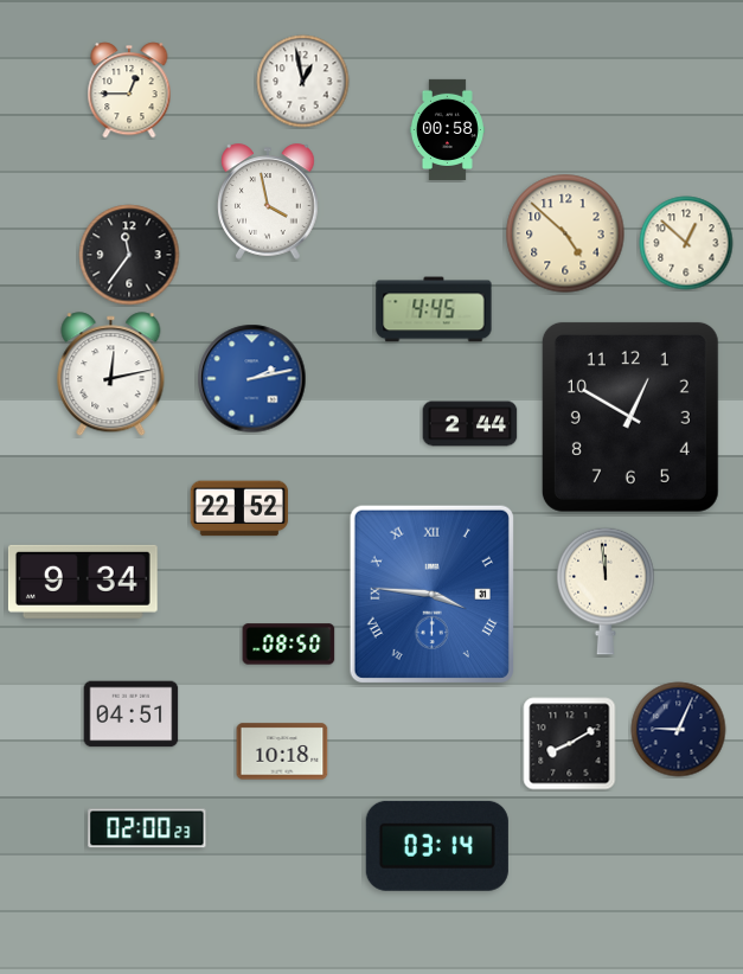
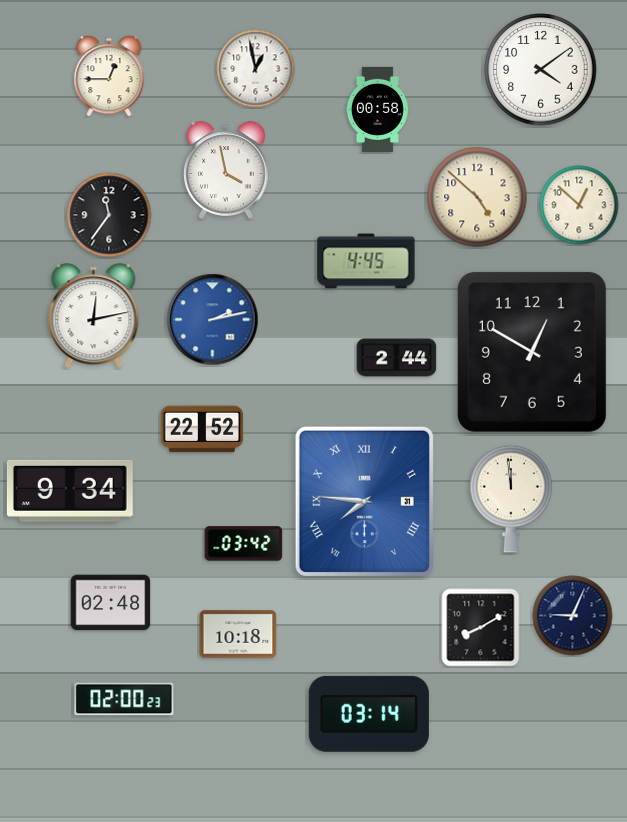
clock at (541, 70): none -> 4:09
clock at (431, 594): 3:46 -> 7:46
clock at (289, 645): 08:50 -> 03:42
clock at (132, 715): 04:51 -> 02:48
